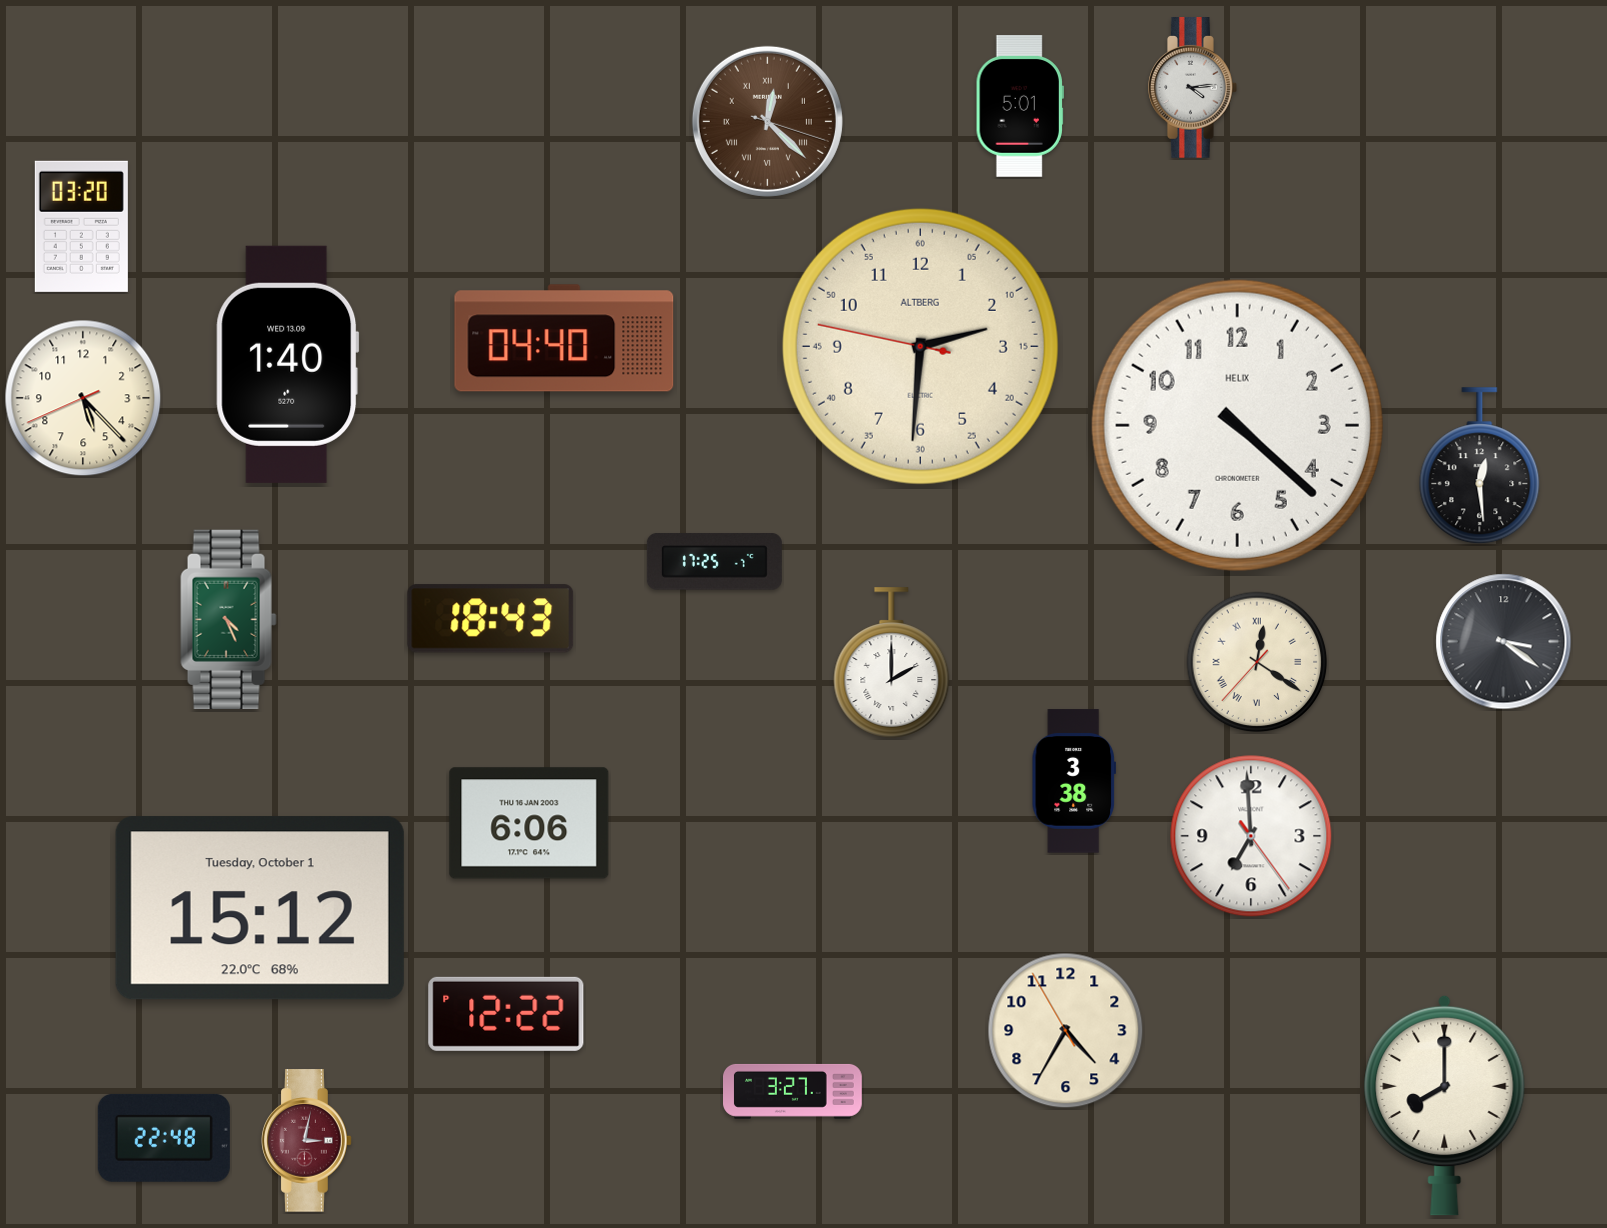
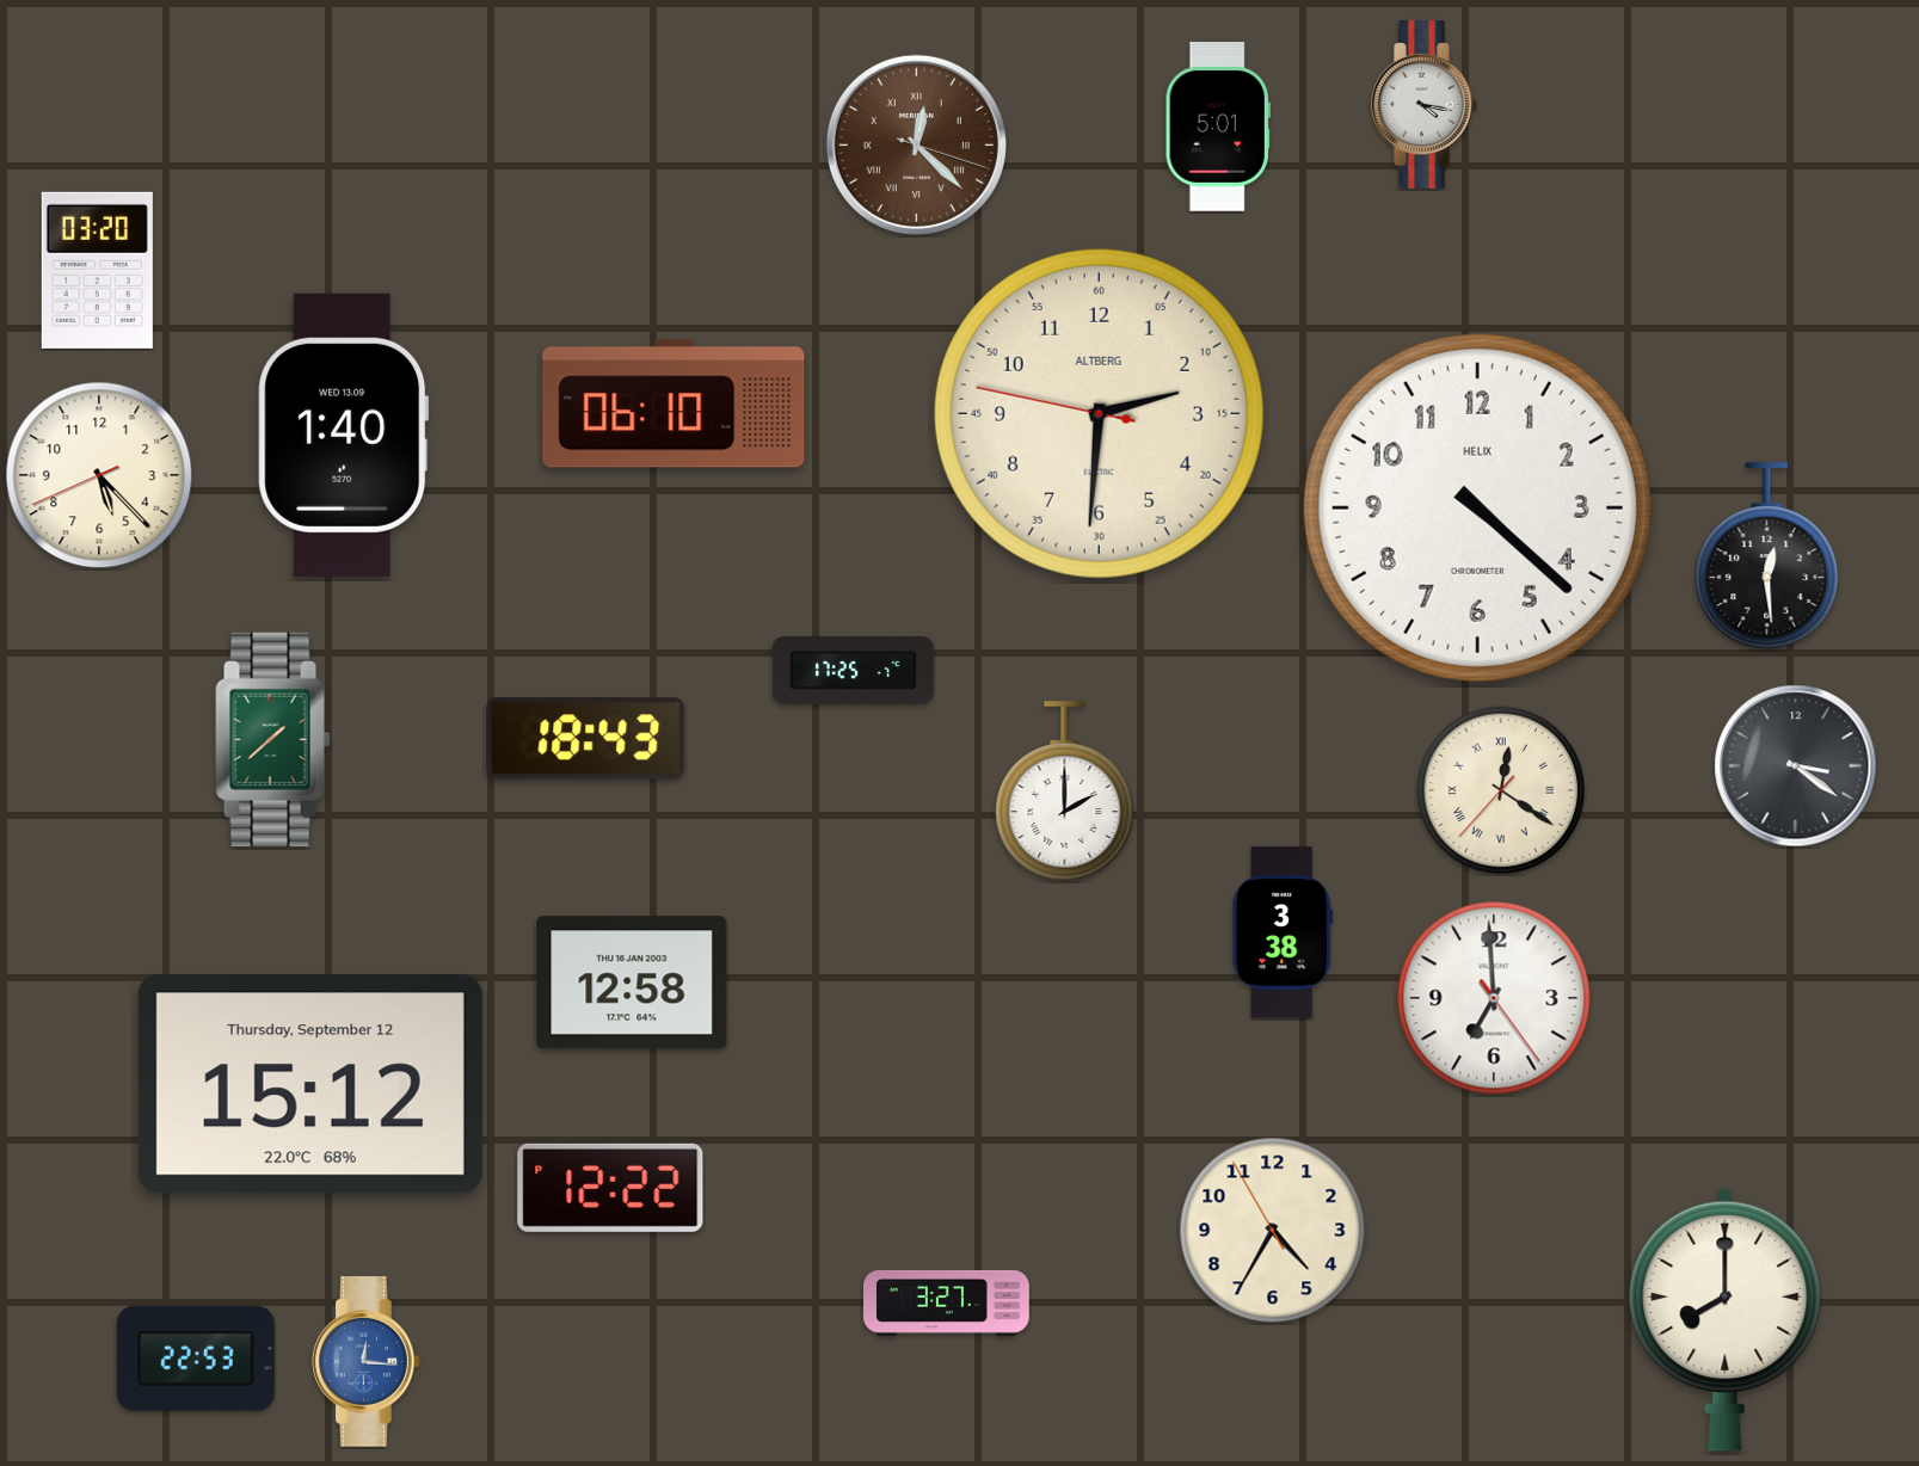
clock at (1193, 88): 4:14 -> 4:17
clock at (564, 338): 04:40 -> 06:10
clock at (229, 619): 4:26 -> 1:38
clock at (529, 823): 6:06 -> 12:58
clock at (260, 908) date: Tuesday, October 1 -> Thursday, September 12
clock at (506, 1014) position: (506, 1014) -> (610, 1188)
clock at (164, 1138): 22:48 -> 22:53
clock at (307, 1141): 3:02 -> 12:16
clock at (307, 1141) dial: burgundy -> blue
